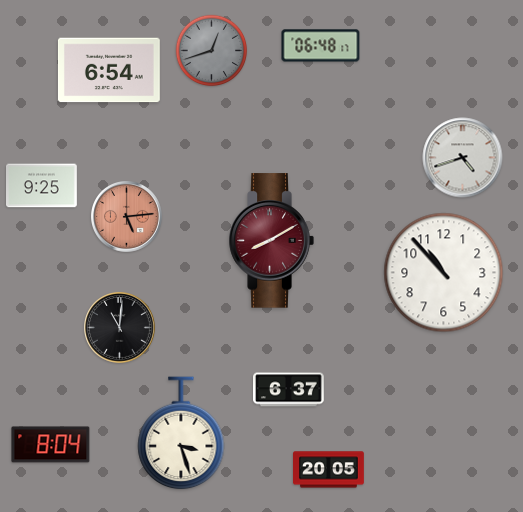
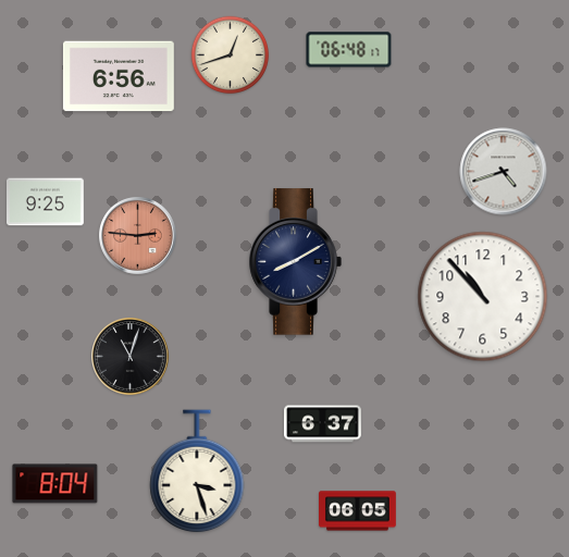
clock at (212, 51) dial: grey -> cream
clock at (109, 70): 6:54 -> 6:56
clock at (127, 217): 5:14 -> 2:46
clock at (271, 241) dial: burgundy -> navy
clock at (120, 328): 11:01 -> 11:03
clock at (289, 390) position: (289, 390) -> (323, 424)
clock at (329, 470): 20:05 -> 06:05
